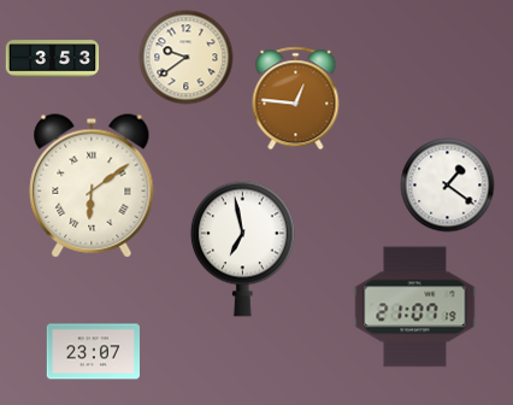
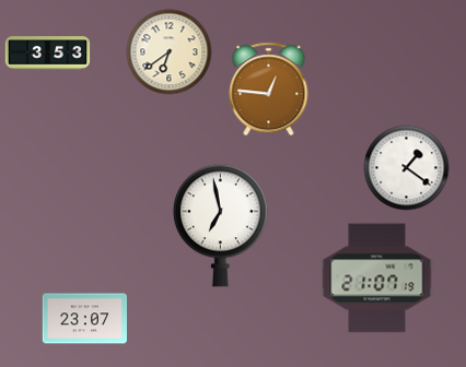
clock at (185, 57): 9:39 -> 6:39
clock at (92, 186): 6:09 -> none
